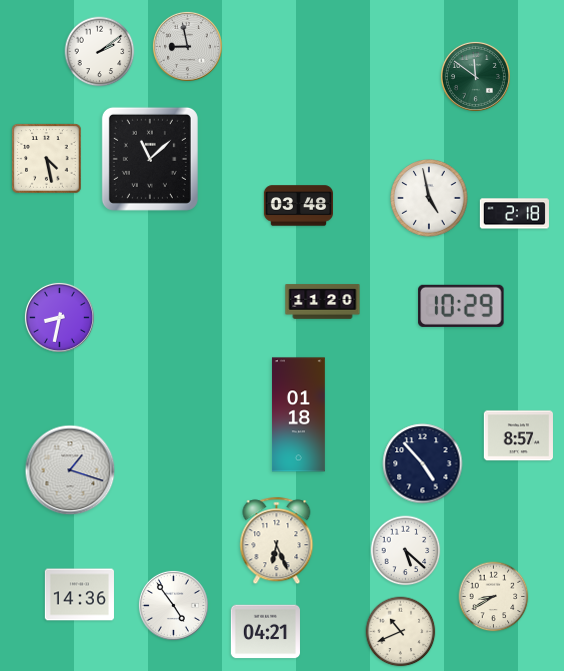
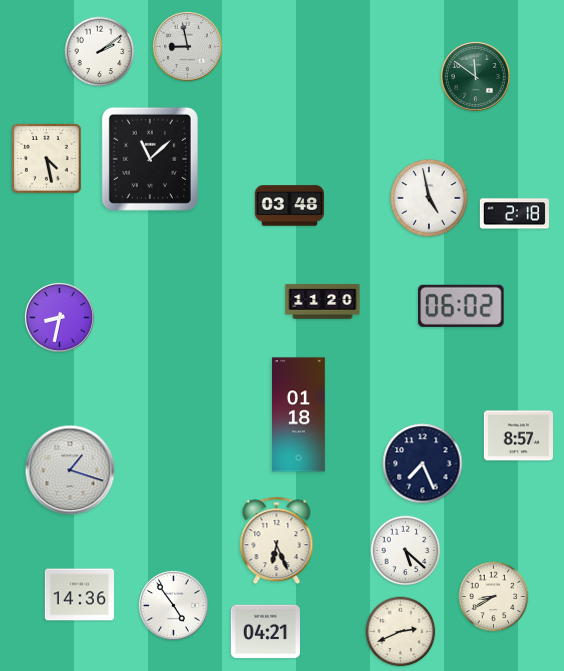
clock at (298, 206) position: (298, 206) -> (289, 206)
clock at (461, 306): 10:29 -> 06:02
clock at (423, 464): 4:53 -> 7:26
clock at (401, 632): 10:41 -> 2:41
